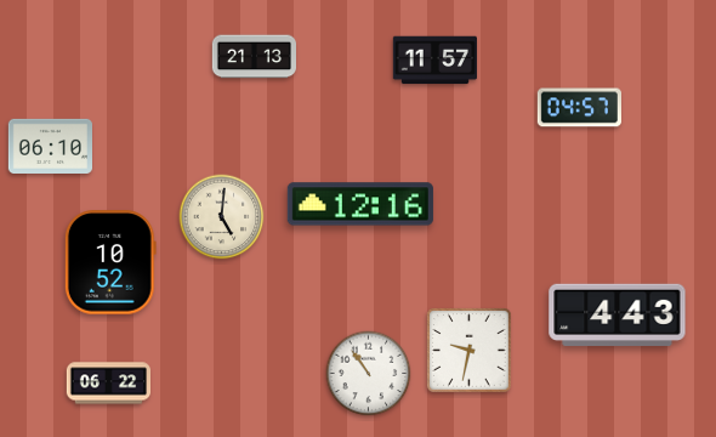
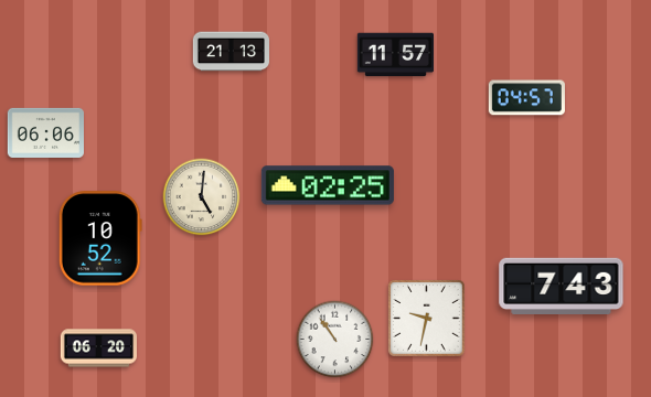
clock at (50, 146): 06:10 -> 06:06
clock at (360, 204): 12:16 -> 02:25
clock at (618, 316): 4:43 -> 7:43
clock at (108, 384): 06:22 -> 06:20
